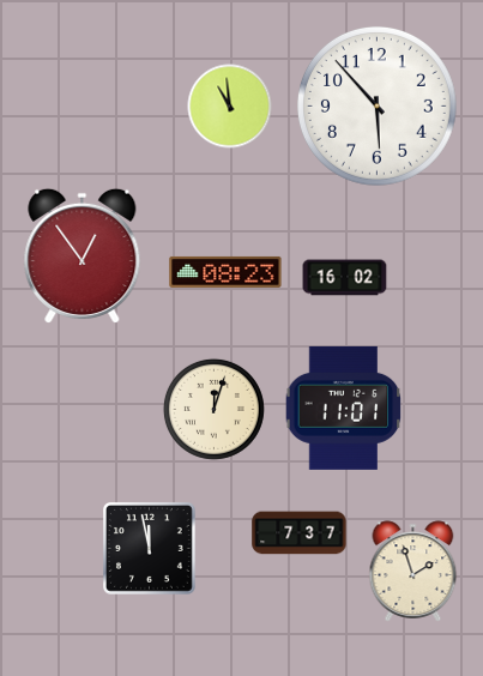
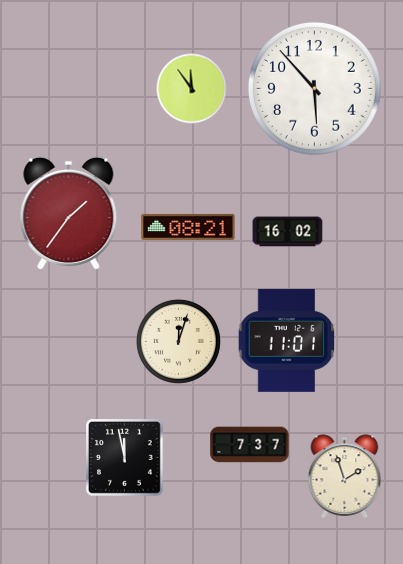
clock at (230, 107): 10:59 -> 11:54
clock at (83, 255): 12:54 -> 1:36
clock at (225, 272): 08:23 -> 08:21
